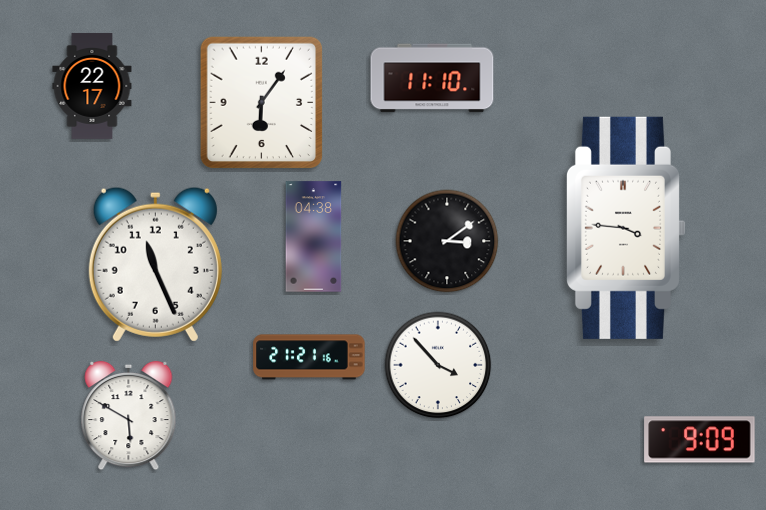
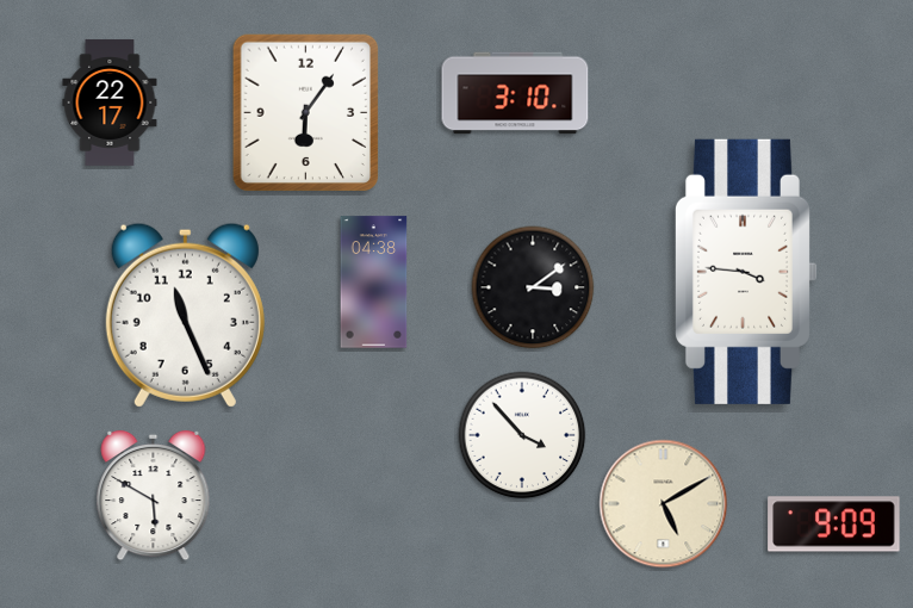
clock at (432, 78): 11:10 -> 3:10
clock at (262, 103) position: (262, 103) -> (306, 113)
clock at (309, 357): 21:21 -> none
clock at (664, 504): none -> 5:10
